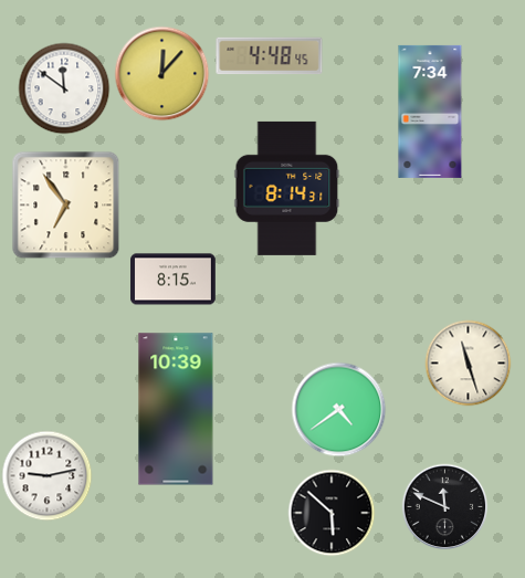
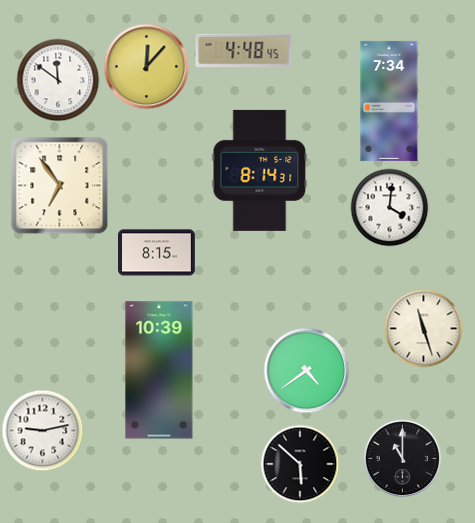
clock at (389, 207): none -> 4:01
clock at (444, 506): 11:49 -> 11:00
